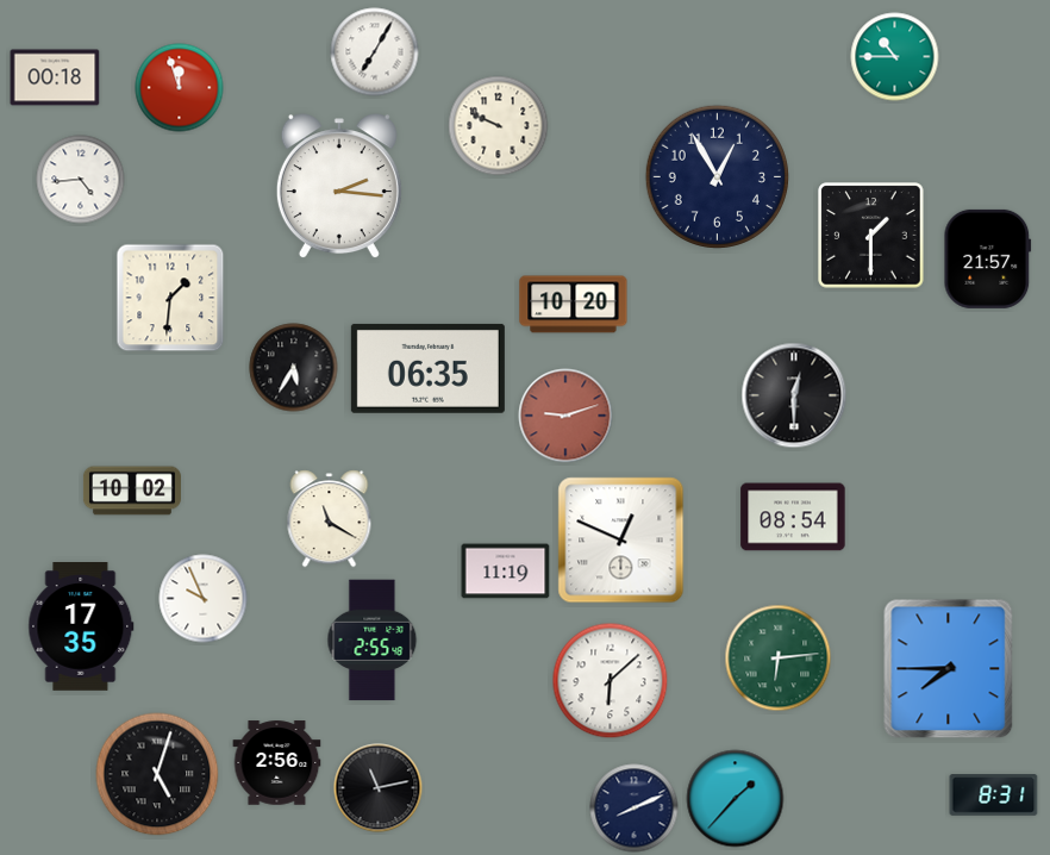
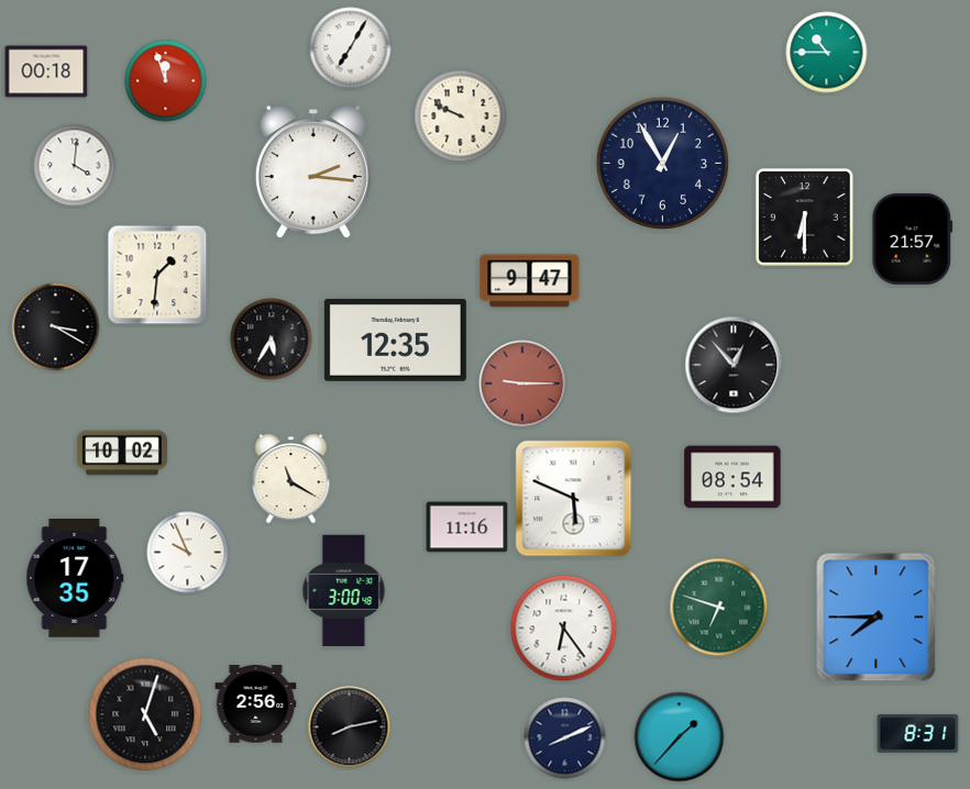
clock at (375, 52) position: (375, 52) -> (351, 48)
clock at (55, 77) position: (55, 77) -> (46, 71)
clock at (81, 180): 4:44 -> 4:01
clock at (871, 236): 1:30 -> 6:30
clock at (574, 305): 10:20 -> 9:47
clock at (56, 327): none -> 3:20
clock at (427, 368): 06:35 -> 12:35
clock at (794, 395): 12:30 -> 12:53
clock at (565, 416): 9:12 -> 9:15
clock at (330, 519) position: (330, 519) -> (291, 479)
clock at (621, 541): 12:49 -> 5:49
clock at (506, 572): 11:19 -> 11:16
clock at (373, 641): 2:55 -> 3:00
clock at (779, 659): 6:14 -> 6:48
clock at (611, 681): 6:08 -> 6:24
clock at (379, 788): 11:13 -> 8:13
clock at (635, 809) position: (635, 809) -> (565, 738)
